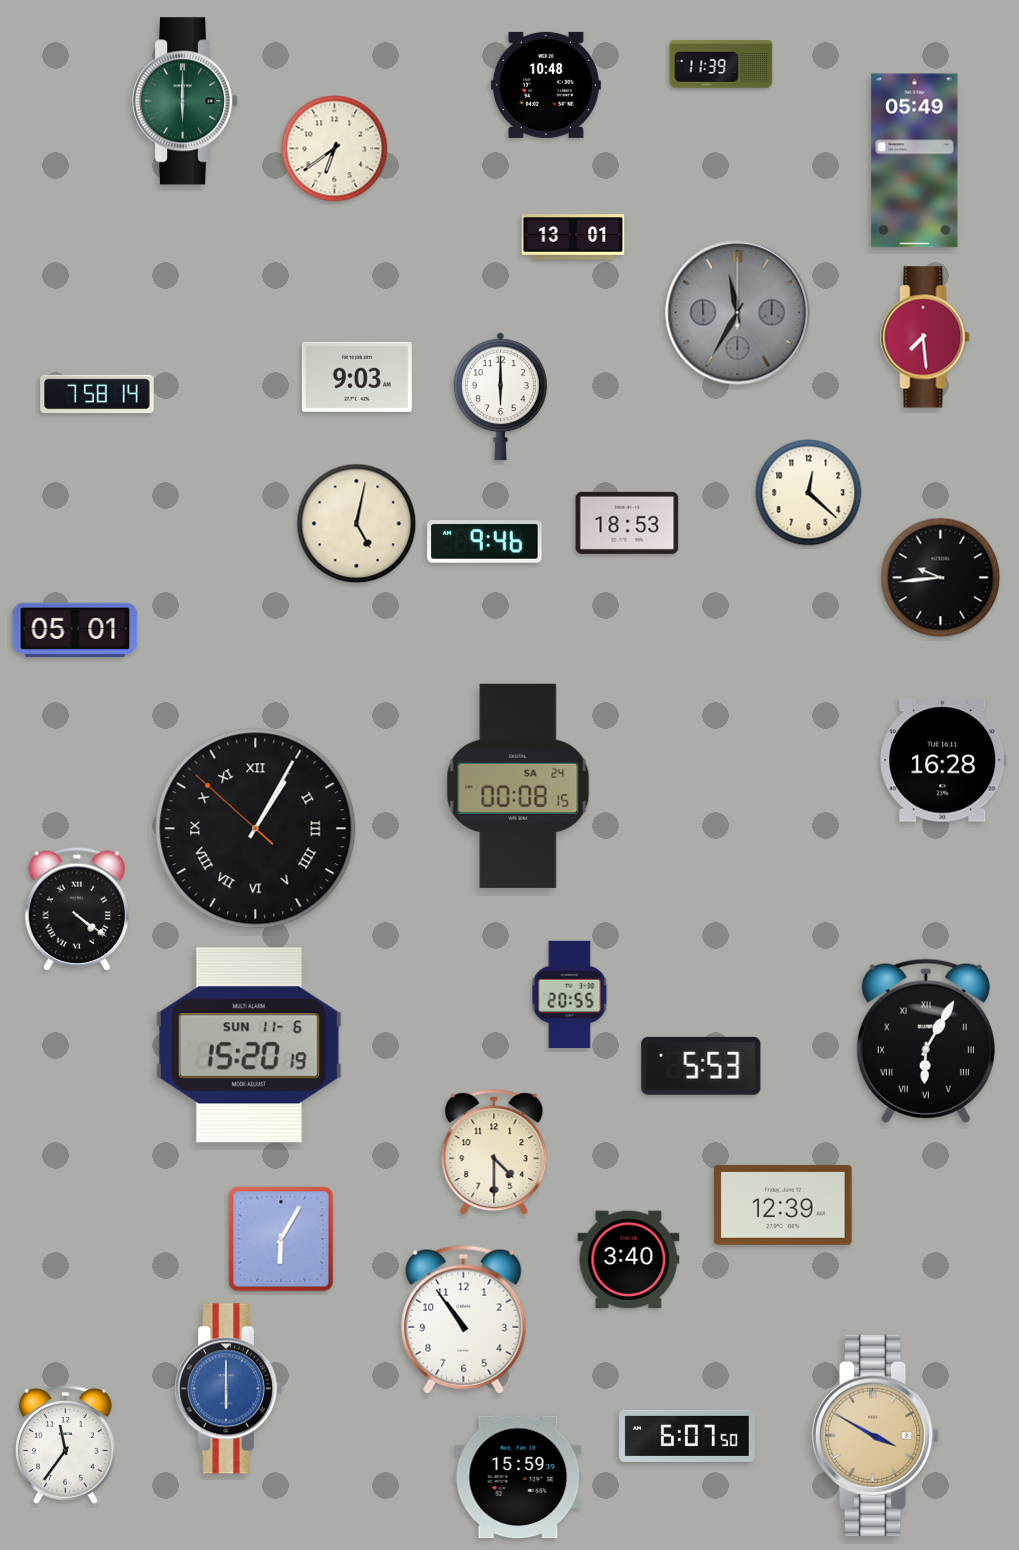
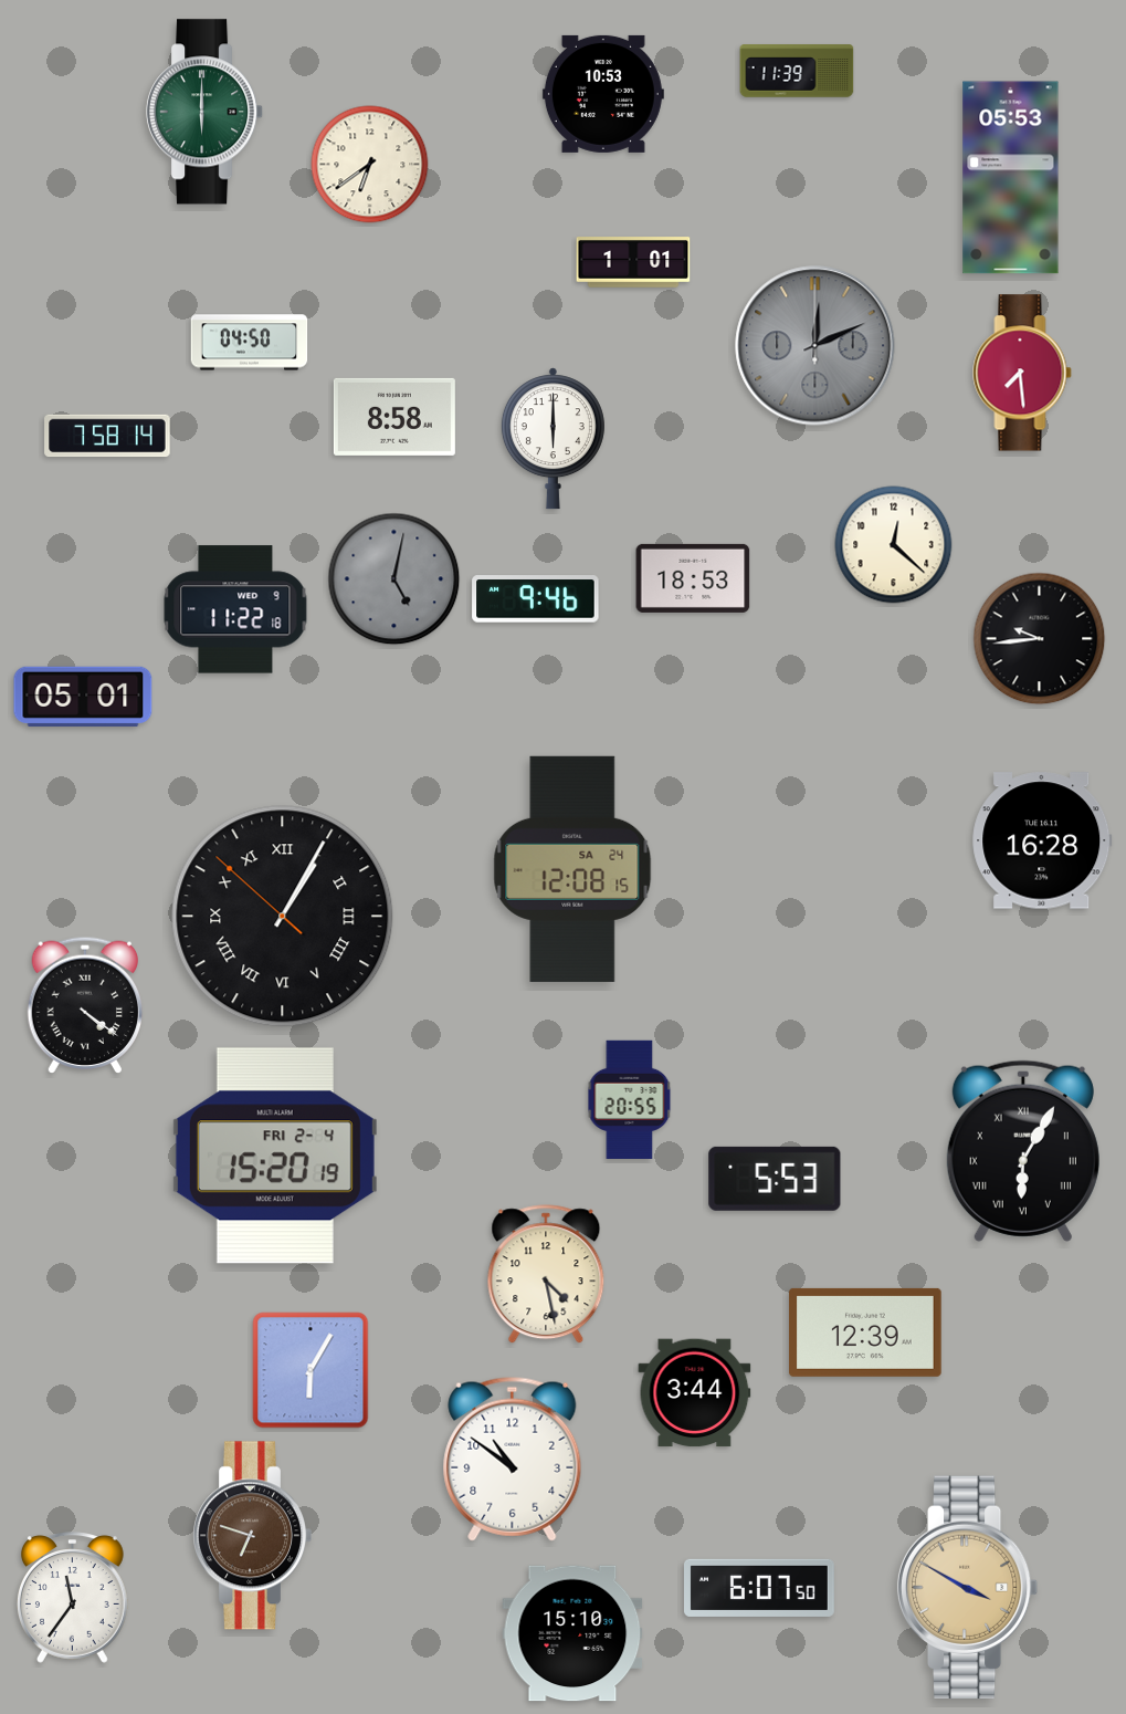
clock at (546, 85): 10:48 -> 10:53
clock at (915, 161): 05:49 -> 05:53
clock at (573, 237): 13:01 -> 1:01
clock at (250, 343): none -> 04:50
clock at (738, 313): 11:35 -> 12:11
clock at (357, 377): 9:03 -> 8:58
clock at (357, 524) dial: cream -> grey
clock at (235, 609): none -> 11:22
clock at (518, 786): 00:08 -> 12:08
clock at (249, 1045) date: SUN 11-6 -> FRI 2-4
clock at (494, 1153): 4:30 -> 4:28
clock at (629, 1260): 3:40 -> 3:44
clock at (464, 1319): 10:54 -> 10:51
clock at (228, 1389): 6:00 -> 6:48
clock at (228, 1389) dial: blue -> brown
clock at (518, 1477): 15:59 -> 15:10
